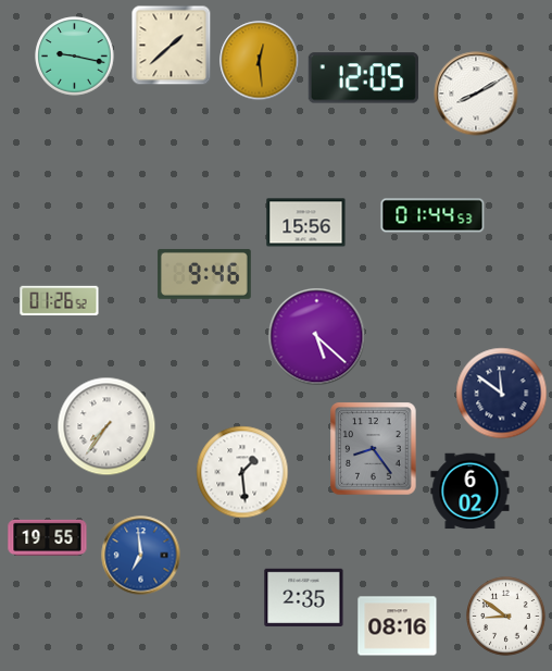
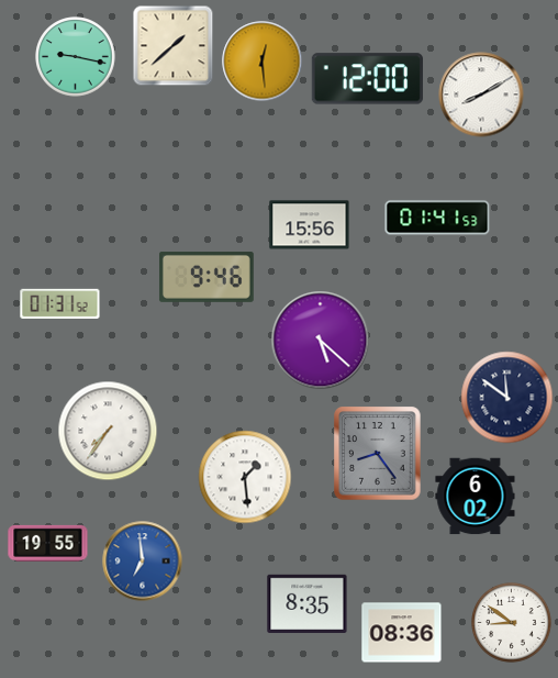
clock at (363, 78): 12:05 -> 12:00
clock at (432, 215): 01:44 -> 01:41
clock at (60, 300): 01:26 -> 01:31
clock at (304, 597): 2:35 -> 8:35
clock at (398, 626): 08:16 -> 08:36
